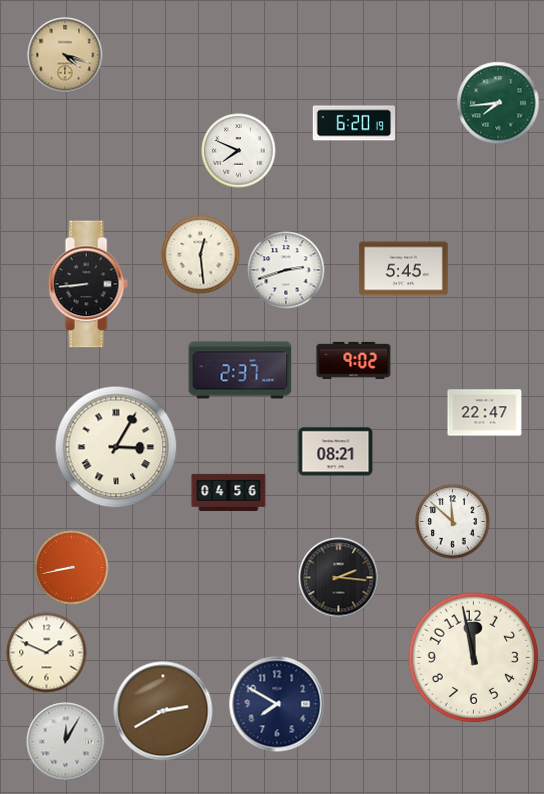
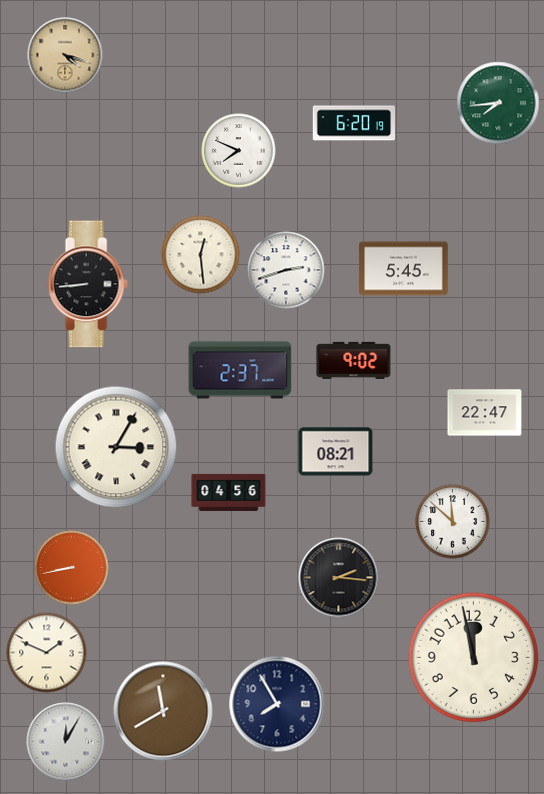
clock at (277, 704): 7:50 -> 7:55
clock at (163, 711): 2:40 -> 11:40
